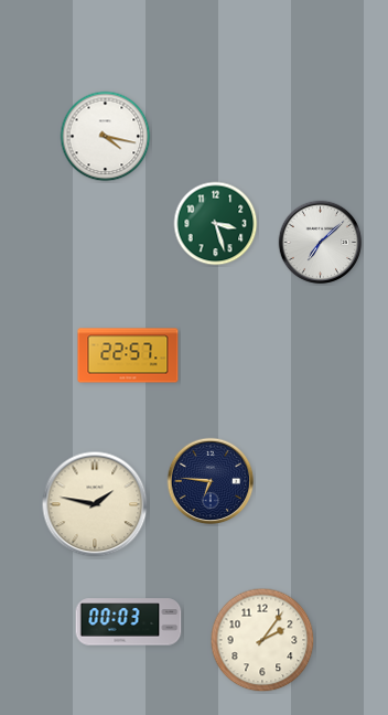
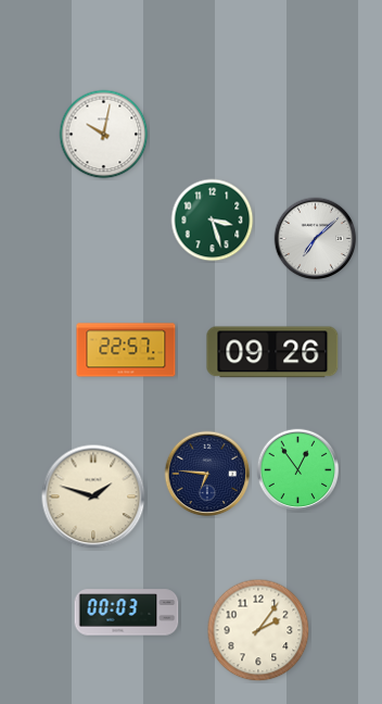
clock at (106, 137): 4:17 -> 10:02
clock at (272, 352): none -> 09:26
clock at (298, 470): none -> 12:54
clock at (95, 504): 1:47 -> 1:48
